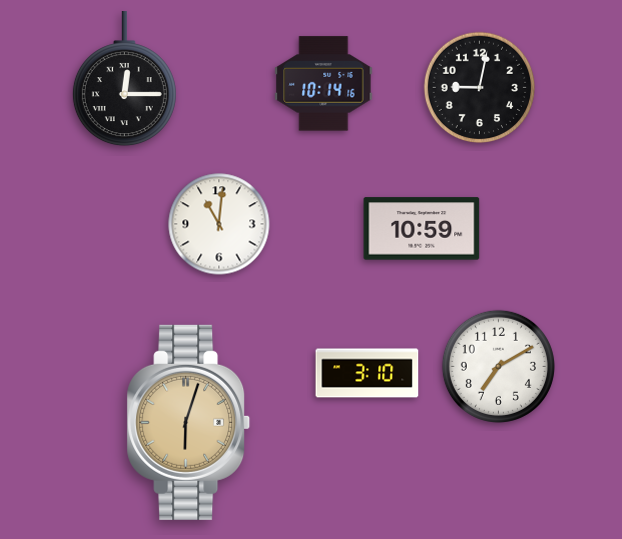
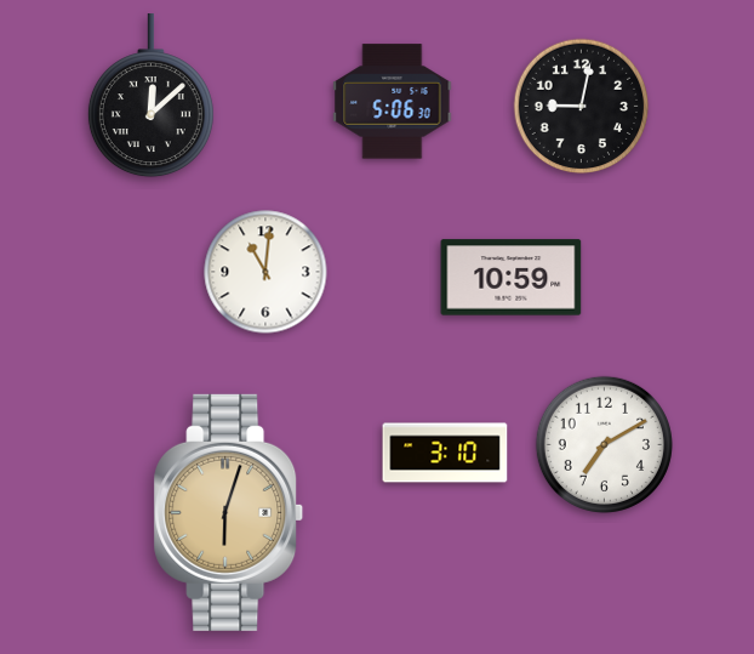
clock at (124, 79): 12:15 -> 12:08
clock at (324, 84): 10:14 -> 5:06
